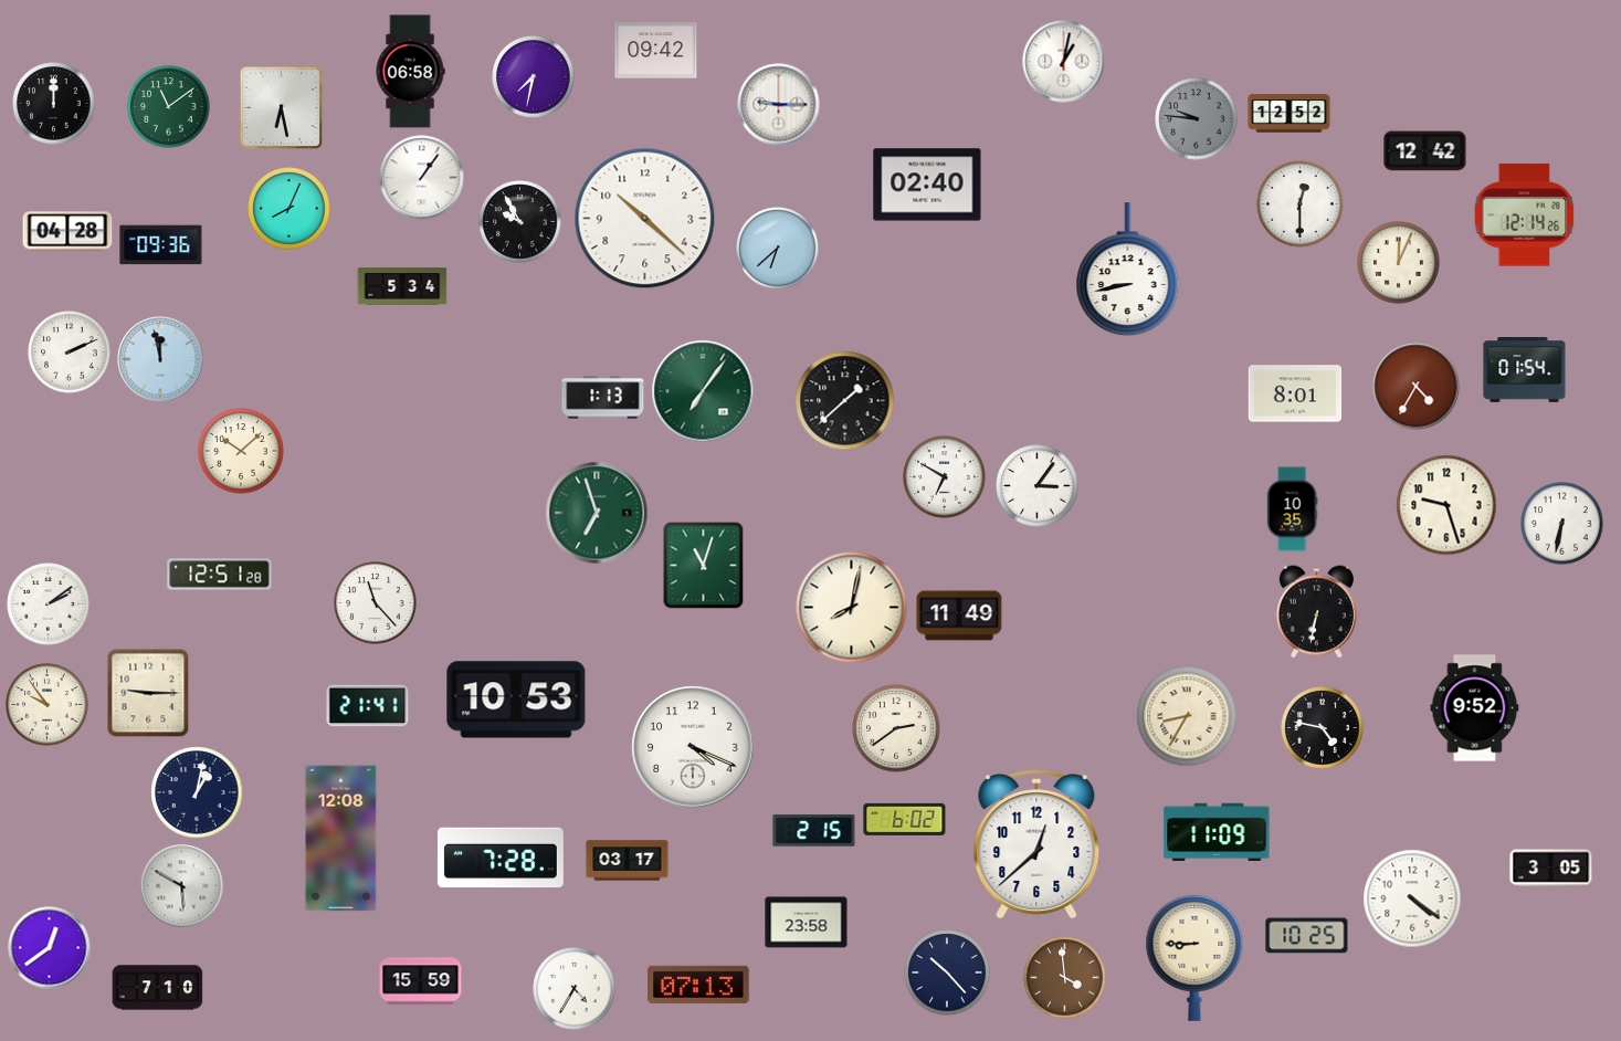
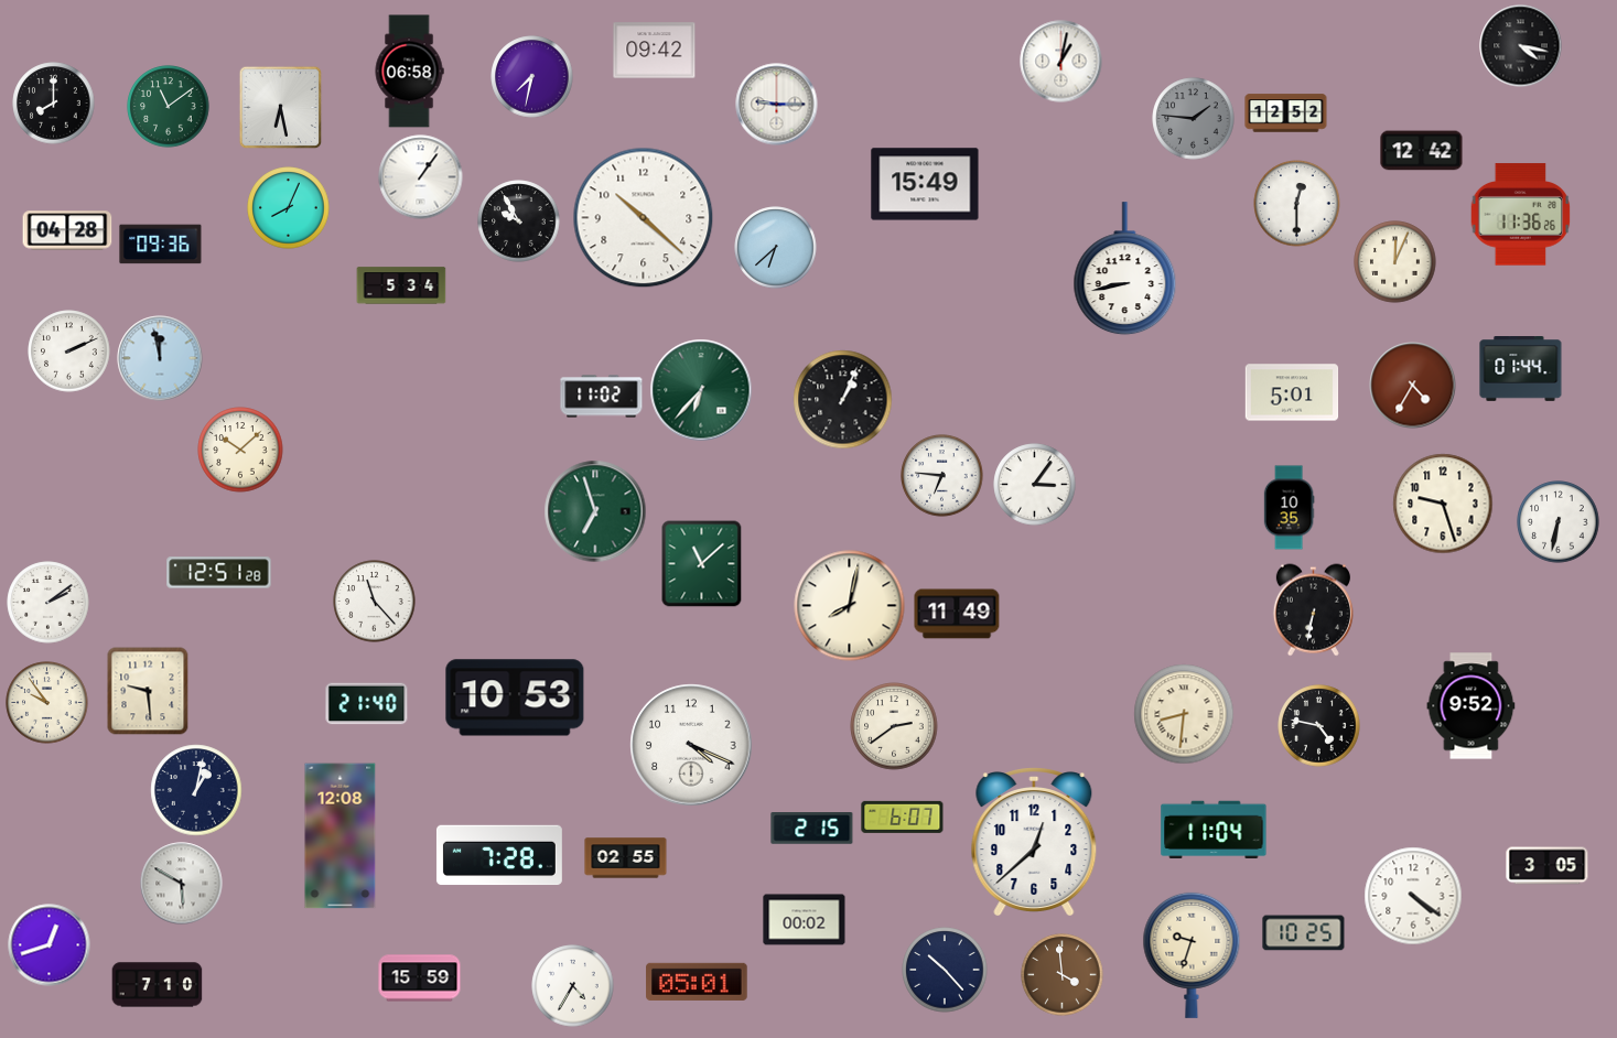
clock at (1521, 46): none -> 4:17
clock at (54, 104): 12:00 -> 8:00
clock at (1197, 119): 9:46 -> 1:46
clock at (927, 185): 02:40 -> 15:49
clock at (1525, 215): 12:14 -> 11:36
clock at (1525, 370): 01:54 -> 01:44
clock at (703, 391): 7:06 -> 6:37
clock at (1295, 393): 8:01 -> 5:01
clock at (603, 398): 1:13 -> 11:02
clock at (845, 401): 1:38 -> 1:04
clock at (945, 477): 6:50 -> 6:46
clock at (704, 566): 11:03 -> 11:08
clock at (148, 693): 9:15 -> 9:29
clock at (368, 706): 21:41 -> 21:40
clock at (1187, 716): 8:35 -> 8:31
clock at (905, 819): 6:02 -> 6:07
clock at (1217, 832): 11:09 -> 11:04
clock at (628, 861): 03:17 -> 02:55
clock at (1412, 898) position: (1412, 898) -> (1413, 896)
clock at (807, 923): 23:58 -> 00:02
clock at (50, 948): 12:39 -> 12:42
clock at (1194, 958): 8:45 -> 9:33
clock at (698, 985): 07:13 -> 05:01
